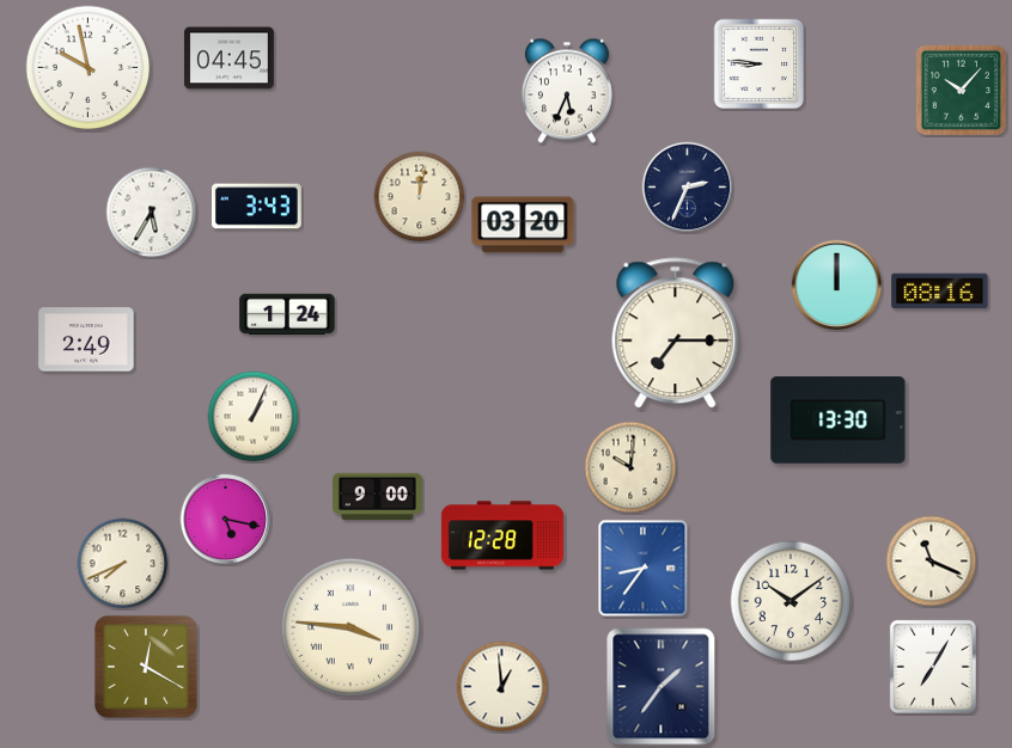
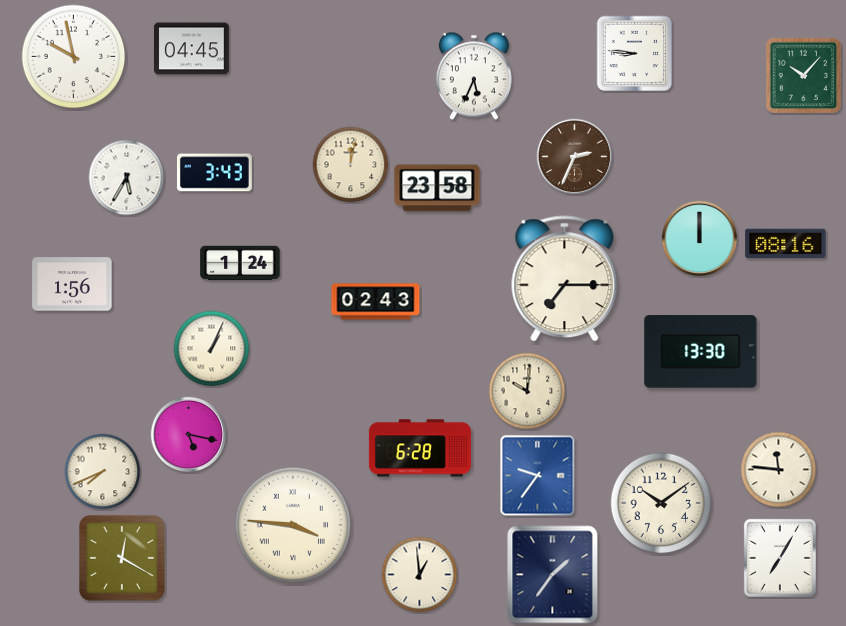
clock at (688, 188) dial: navy -> brown
clock at (523, 225): 03:20 -> 23:58
clock at (86, 339): 2:49 -> 1:56
clock at (376, 302): none -> 02:43
clock at (378, 496): 9:00 -> none
clock at (502, 535): 12:28 -> 6:28
clock at (932, 562): 11:19 -> 11:46
clock at (644, 569): 8:36 -> 9:36
